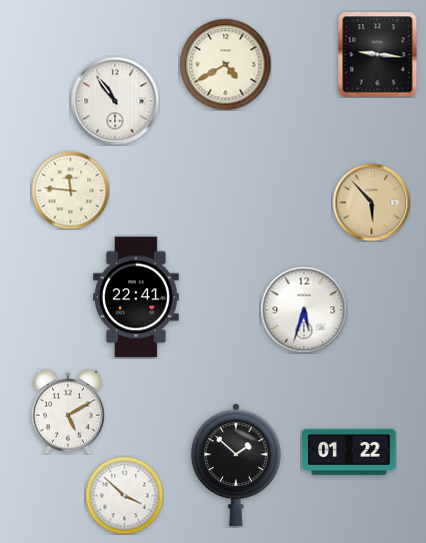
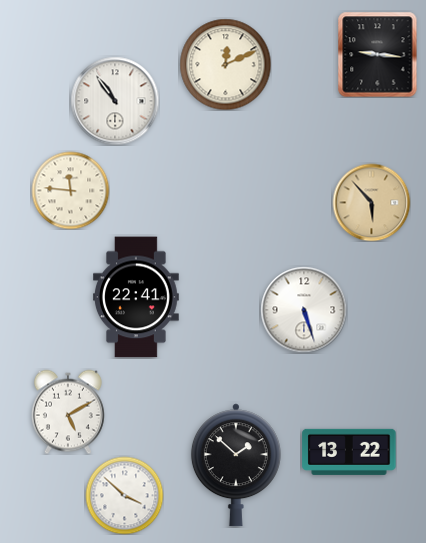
clock at (225, 64): 4:40 -> 12:11
clock at (304, 310): 5:33 -> 5:27
clock at (349, 452): 01:22 -> 13:22
